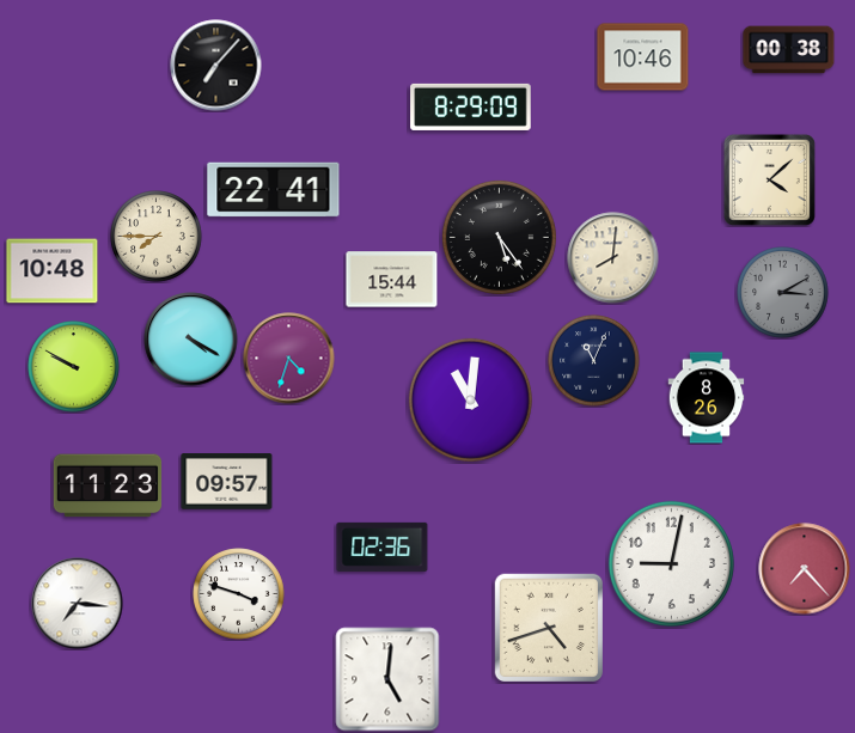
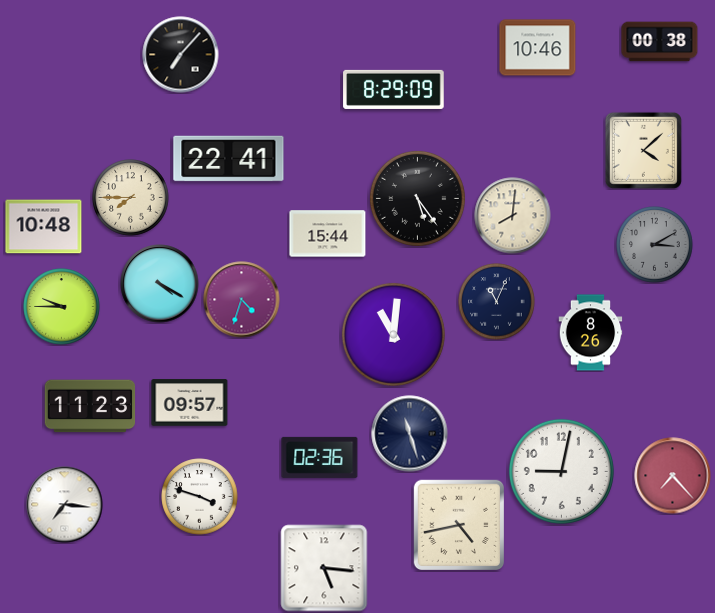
clock at (74, 367): 9:50 -> 9:45
clock at (410, 434): none -> 11:27
clock at (548, 627): 4:42 -> 4:43
clock at (387, 679): 5:01 -> 5:16
